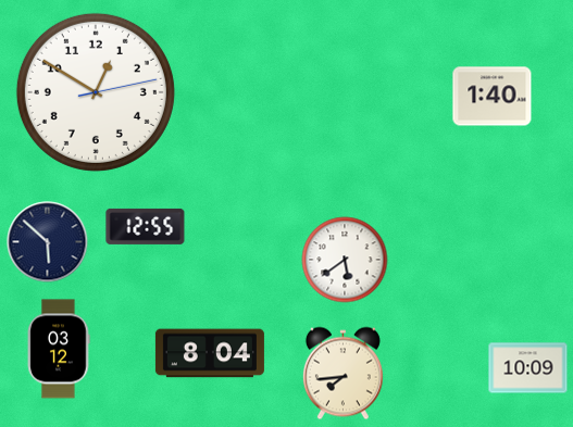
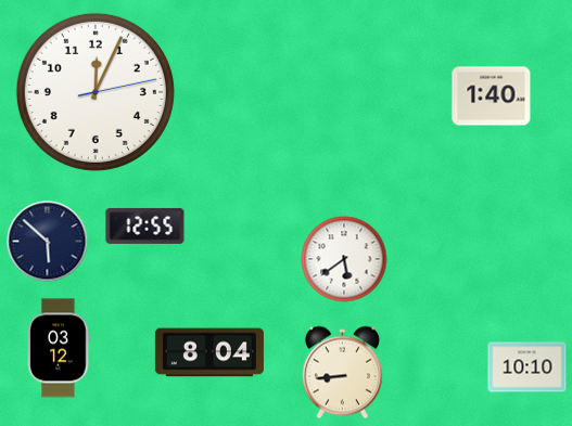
clock at (96, 92): 12:50 -> 12:04
clock at (528, 368): 10:09 -> 10:10
clock at (342, 374): 7:44 -> 8:44
